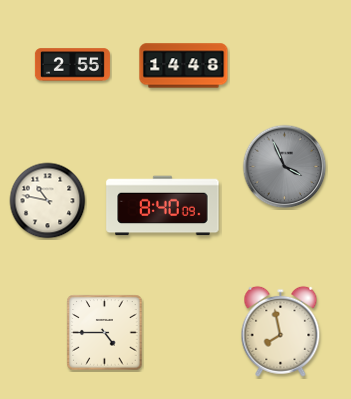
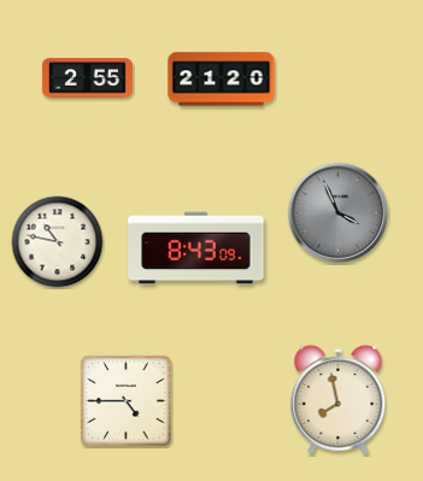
clock at (184, 66): 14:48 -> 21:20
clock at (285, 167) position: (285, 167) -> (339, 213)
clock at (163, 206): 8:40 -> 8:43
